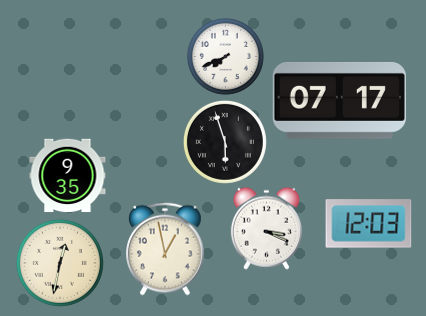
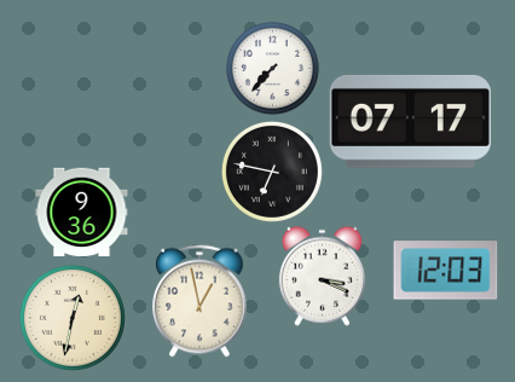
clock at (225, 56): 7:41 -> 7:37
clock at (225, 142): 5:57 -> 6:47
clock at (68, 176): 9:35 -> 9:36
